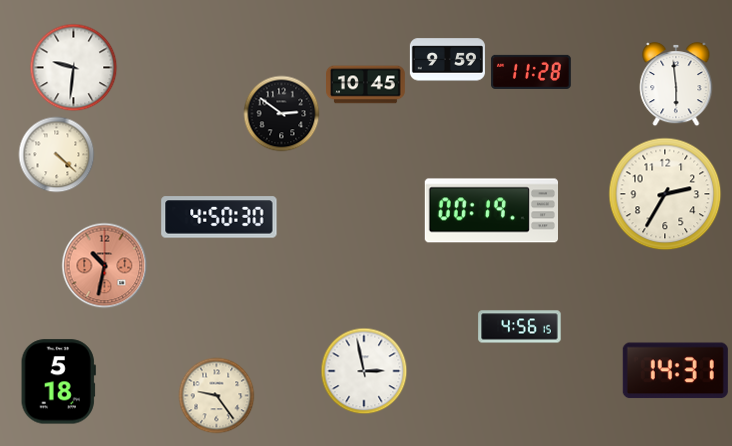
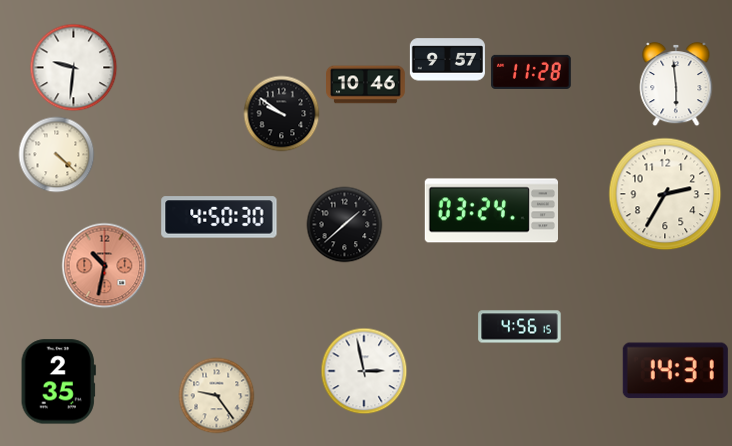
clock at (447, 60): 9:59 -> 9:57
clock at (366, 85): 10:45 -> 10:46
clock at (282, 114): 2:51 -> 9:51
clock at (491, 211): 00:19 -> 03:24
clock at (345, 225): none -> 1:38
clock at (58, 382): 5:18 -> 2:35
